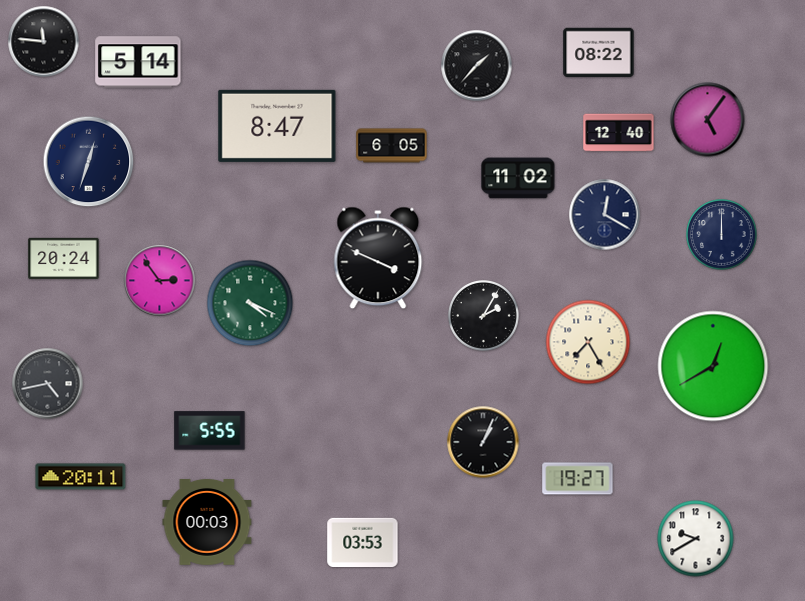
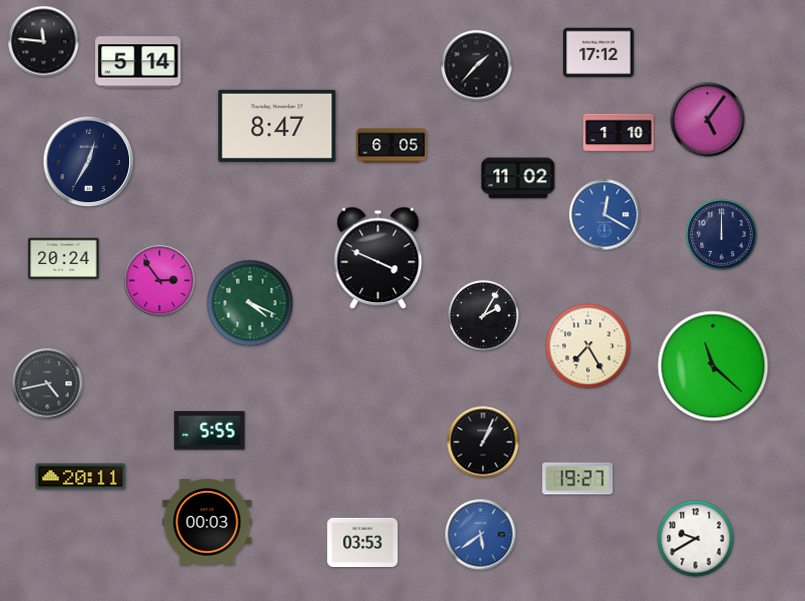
clock at (599, 53): 08:22 -> 17:12
clock at (619, 133): 12:40 -> 1:10
clock at (89, 162): 12:33 -> 12:35
clock at (605, 215) dial: navy -> blue
clock at (588, 342) position: (588, 342) -> (588, 346)
clock at (713, 366): 12:40 -> 11:22
clock at (481, 535): none -> 5:39
